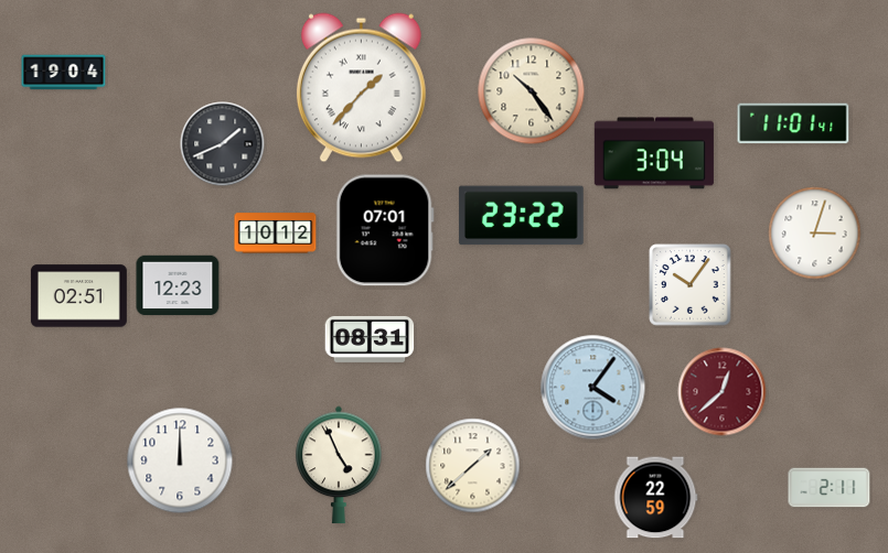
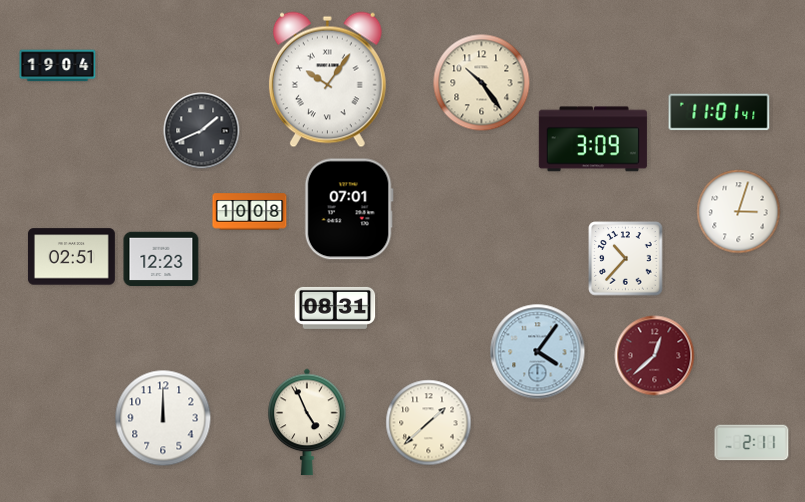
clock at (361, 88): 1:37 -> 10:06
clock at (654, 153): 3:04 -> 3:09
clock at (522, 216): 23:22 -> none
clock at (276, 234): 10:12 -> 10:08
clock at (691, 285): 10:06 -> 10:37
clock at (78, 296) position: (78, 296) -> (71, 257)
clock at (656, 498): 22:59 -> none
